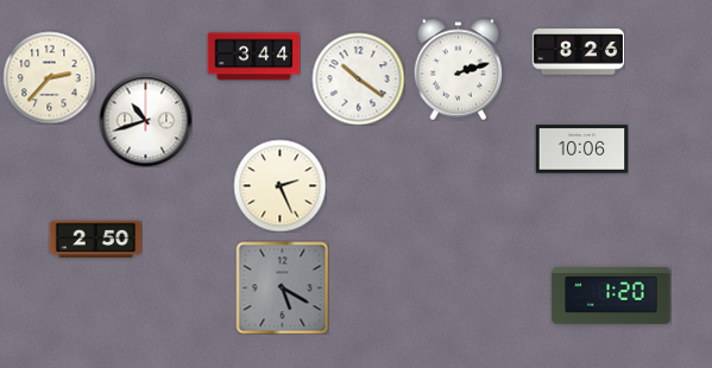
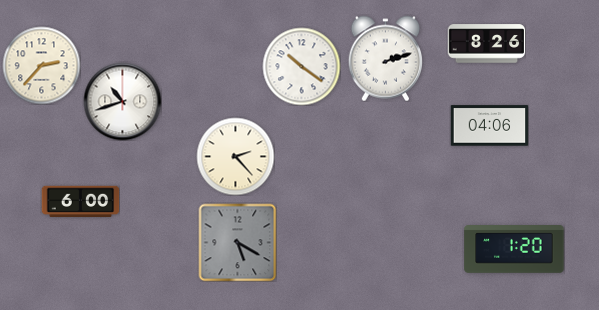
clock at (253, 57): 3:44 -> none
clock at (581, 150): 10:06 -> 04:06
clock at (279, 185): 2:26 -> 2:23
clock at (95, 240): 2:50 -> 6:00
